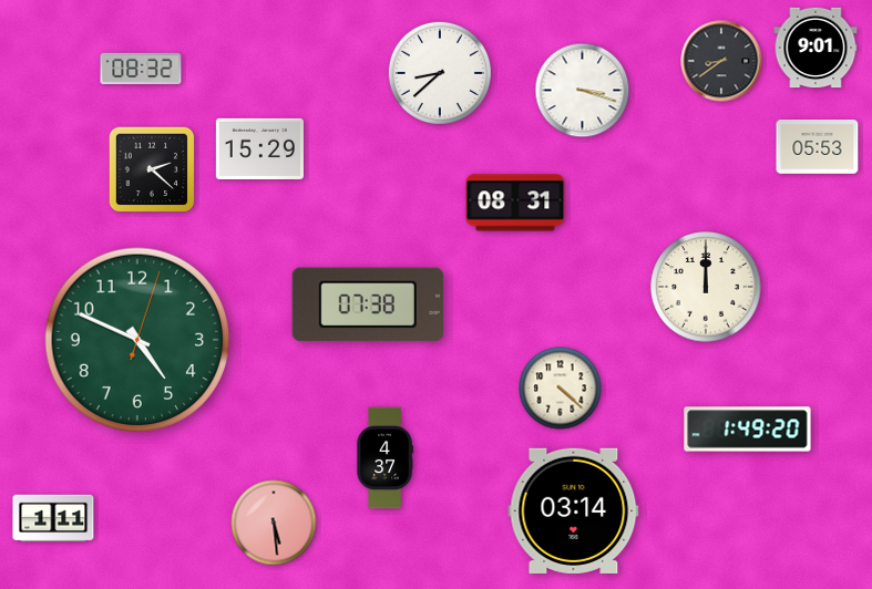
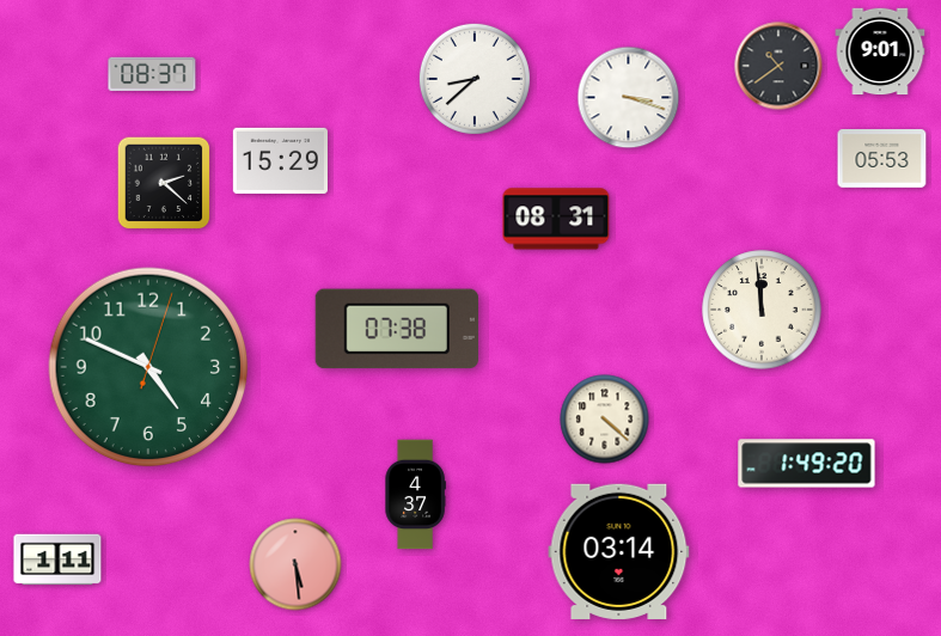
clock at (721, 61): 8:39 -> 10:39
clock at (141, 68): 08:32 -> 08:37
clock at (706, 287): 12:00 -> 11:59
